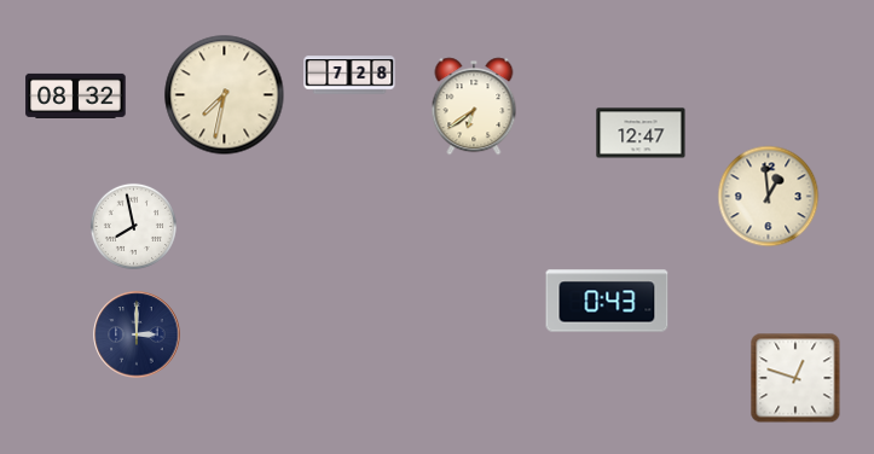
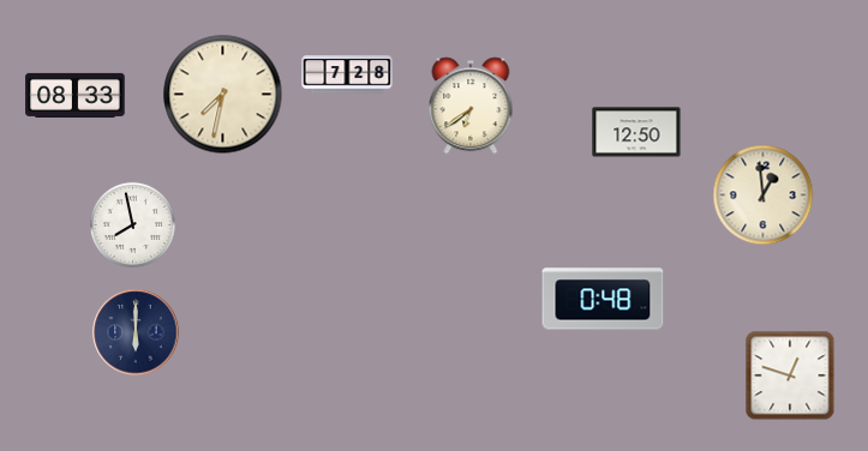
clock at (76, 95): 08:32 -> 08:33
clock at (641, 133): 12:47 -> 12:50
clock at (607, 301): 0:43 -> 0:48
clock at (137, 334): 3:00 -> 6:00
